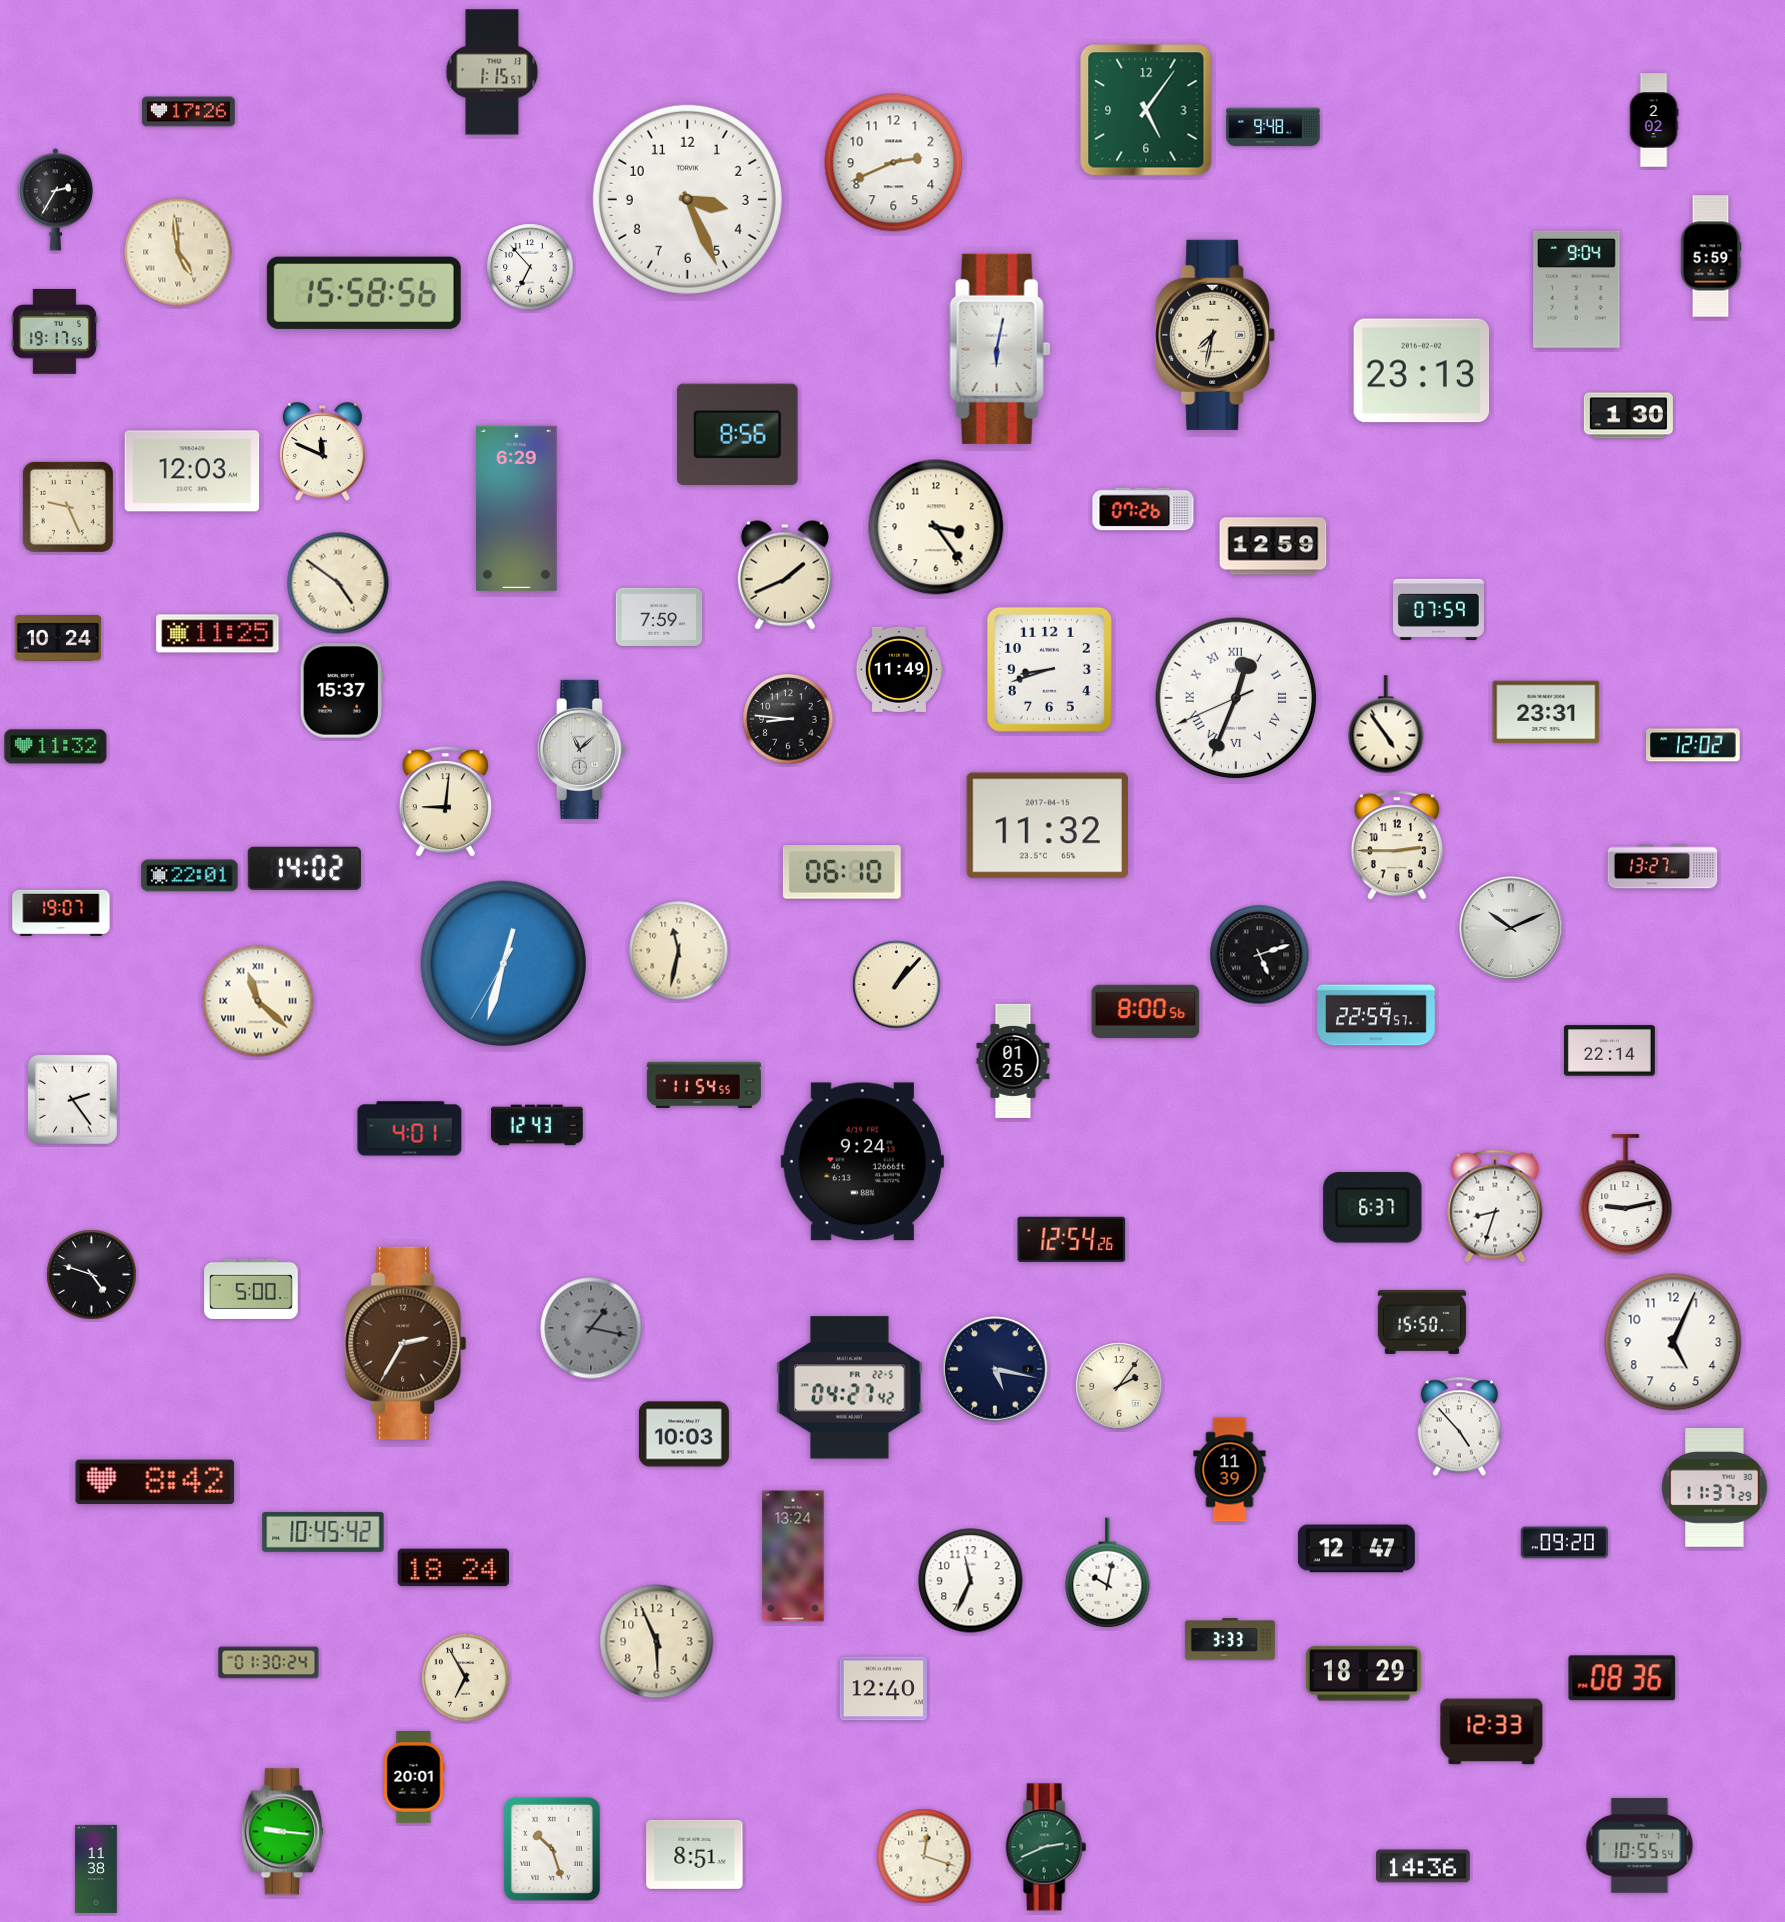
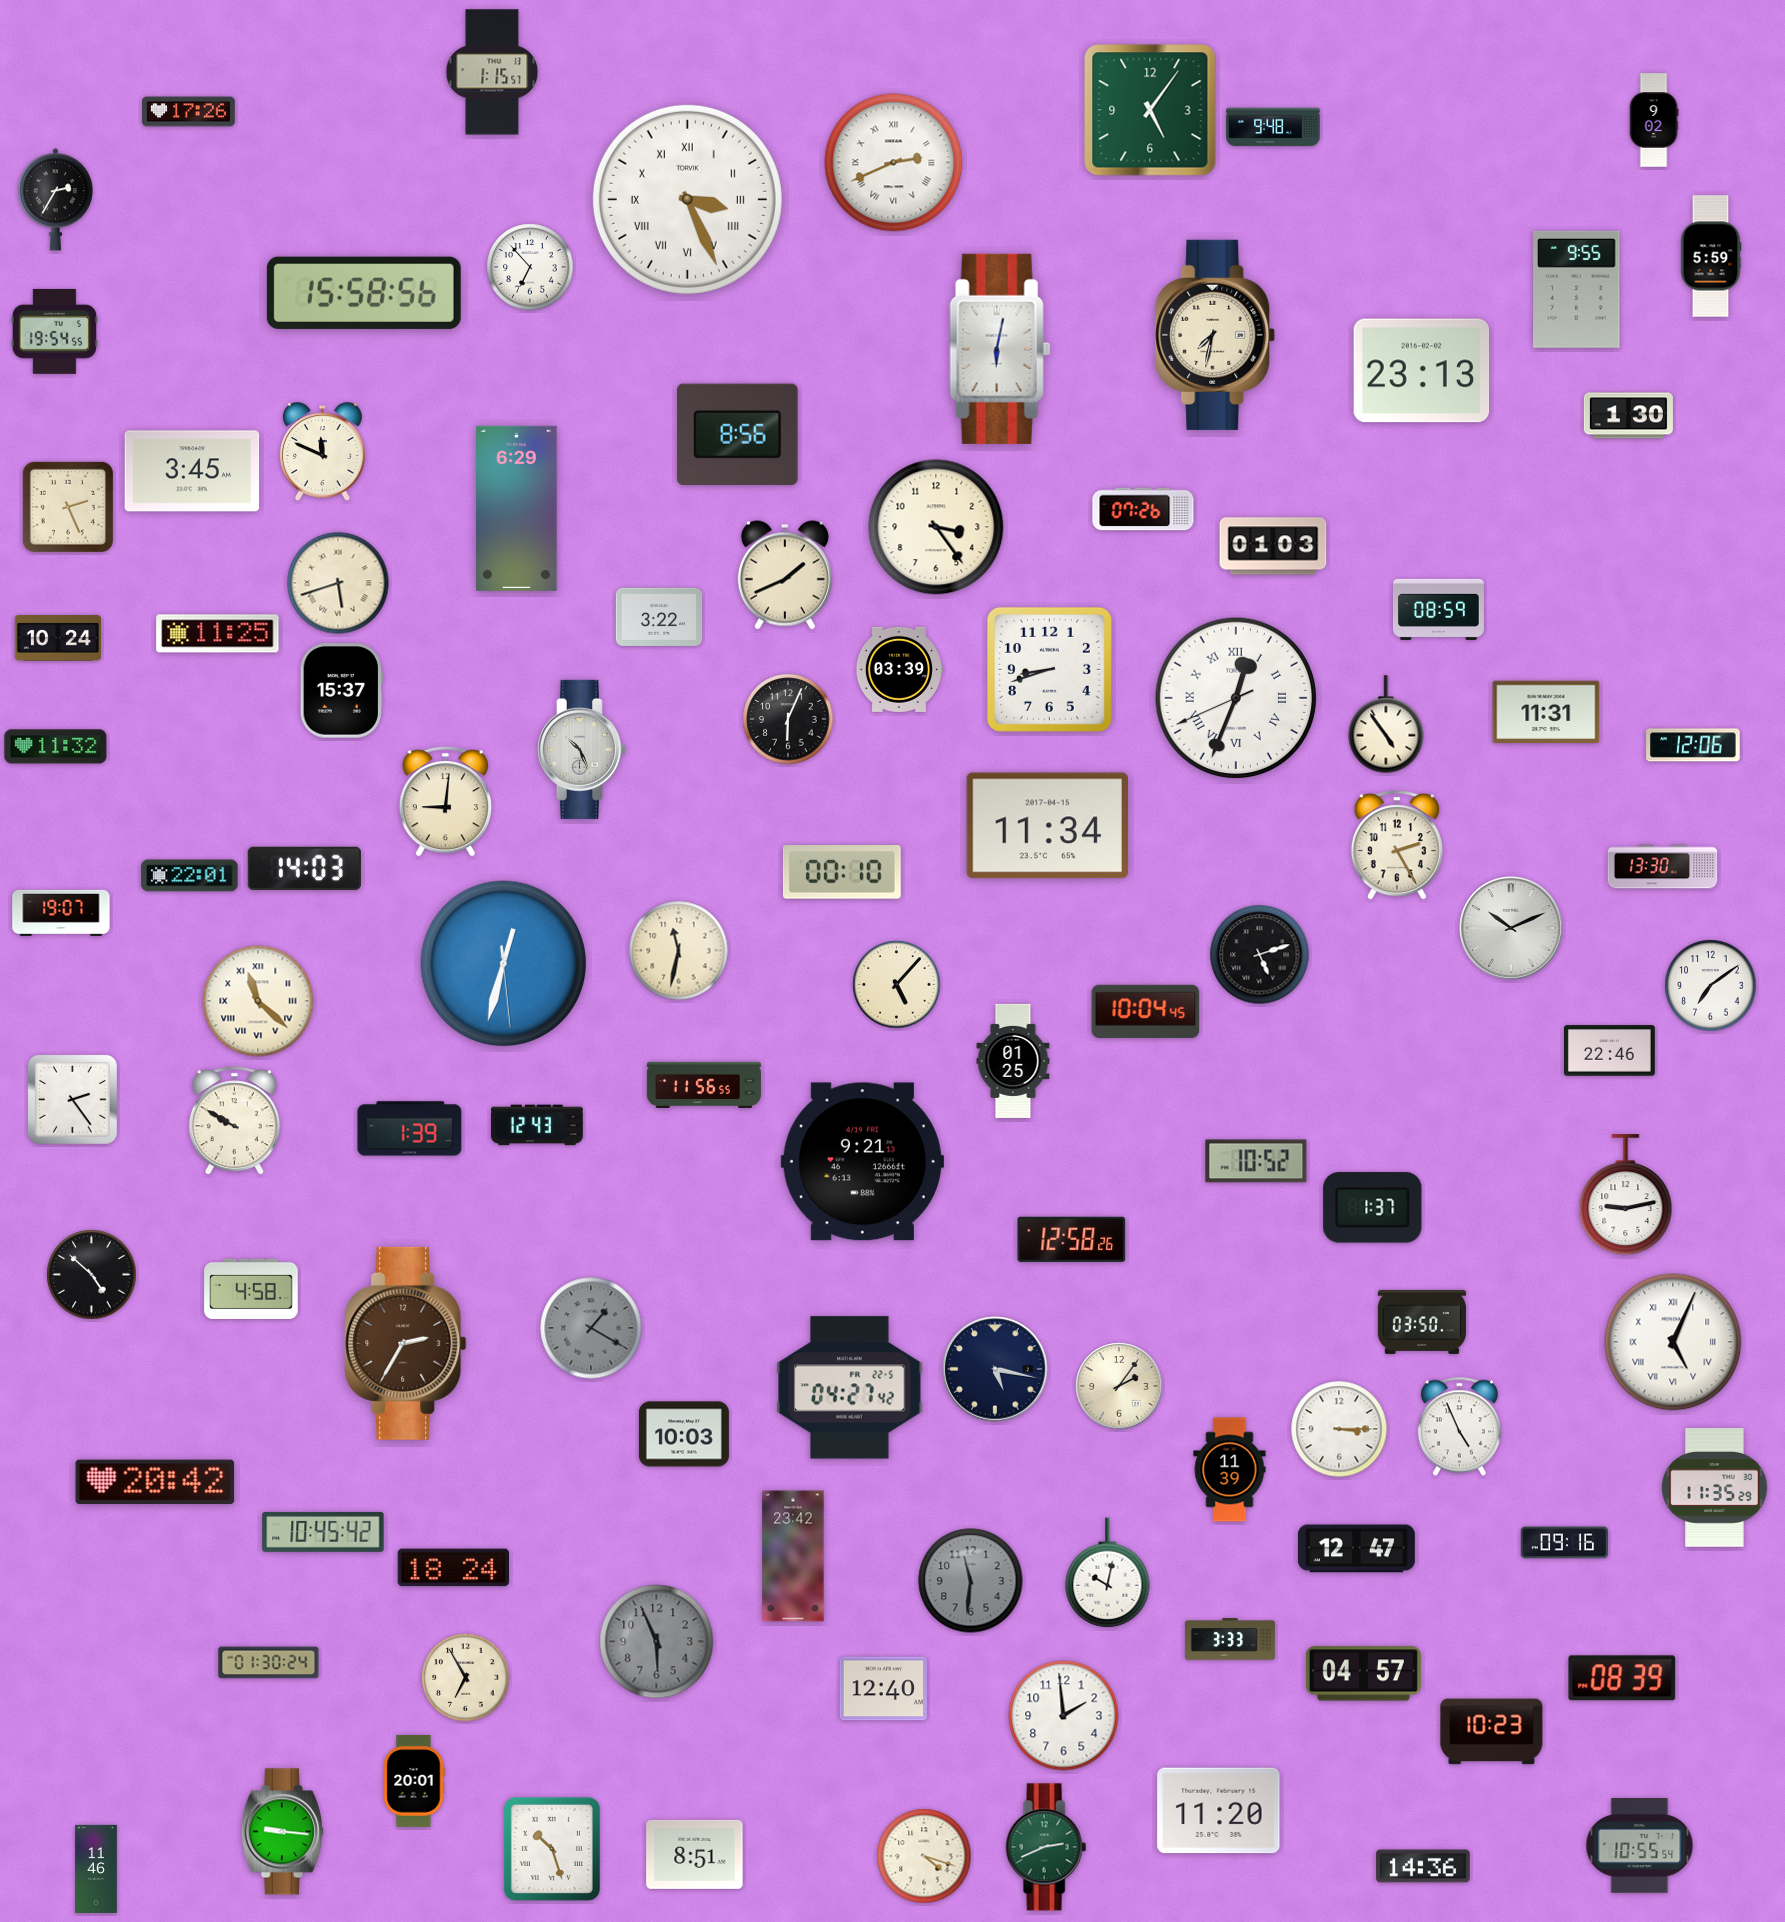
clock at (1146, 110) position: (1146, 110) -> (1150, 110)
clock at (1654, 120): 2:02 -> 9:02
clock at (894, 163) numerals: Arabic -> Roman
clock at (687, 199) numerals: Arabic -> Roman
clock at (178, 252): 4:59 -> none
clock at (1577, 289): 9:04 -> 9:55
clock at (54, 331): 19:17 -> 19:54
clock at (192, 471): 12:03 -> 3:45
clock at (68, 507): 9:26 -> 2:26
clock at (1273, 546): 12:59 -> 01:03
clock at (338, 583): 4:51 -> 5:42
clock at (1438, 609): 07:59 -> 08:59
clock at (659, 617): 7:59 -> 3:22
clock at (898, 669): 11:49 -> 03:39
clock at (1546, 712): 23:31 -> 11:31
clock at (788, 719): 8:46 -> 6:04
clock at (1693, 745): 12:02 -> 12:06
clock at (581, 749): 11:08 -> 10:26
clock at (1047, 826): 11:32 -> 11:34
clock at (1397, 845): 2:45 -> 2:25
clock at (1663, 867): 13:27 -> 13:30
clock at (304, 868): 14:02 -> 14:03
clock at (842, 872): 06:10 -> 00:10
clock at (503, 963): 12:32:35 -> 12:32:29
clock at (897, 985): 1:07 -> 5:07
clock at (1711, 986): none -> 7:09
clock at (1146, 1011): 8:00 -> 10:04
clock at (1376, 1015): 22:59 -> none
clock at (1609, 1051): 22:14 -> 22:46
clock at (704, 1085): 11:54 -> 11:56
clock at (234, 1121): none -> 9:50
clock at (410, 1129): 4:01 -> 1:39
clock at (1256, 1161): none -> 10:52
clock at (862, 1162): 9:24 -> 9:21
clock at (1495, 1206): 8:33 -> none
clock at (1373, 1208): 6:37 -> 1:37
clock at (1072, 1239): 12:54 -> 12:58
clock at (92, 1275): 4:48 -> 4:52
clock at (251, 1288): 5:00 -> 4:58
clock at (1422, 1322): 15:50 -> 03:50
clock at (591, 1328): 1:17 -> 1:20
clock at (1673, 1342) numerals: Arabic -> Roman
clock at (1459, 1427): 4:53 -> 4:56
clock at (1339, 1429): none -> 3:15
clock at (155, 1481): 8:42 -> 20:42
clock at (1715, 1488): 11:37 -> 11:35
clock at (1564, 1543): 09:20 -> 09:16
clock at (793, 1556): 13:24 -> 23:42
clock at (971, 1581): 11:34 -> 11:31
clock at (971, 1581) dial: white -> grey
clock at (657, 1642) dial: cream -> grey
clock at (1363, 1674): 18:29 -> 04:57
clock at (1622, 1678): 08:36 -> 08:39
clock at (1064, 1716): none -> 1:59
clock at (1492, 1732): 12:33 -> 10:23
clock at (414, 1778) position: (414, 1778) -> (414, 1782)
clock at (1219, 1811): none -> 11:20
clock at (924, 1856): 12:18 -> 4:18
clock at (96, 1869): 11:38 -> 11:46
